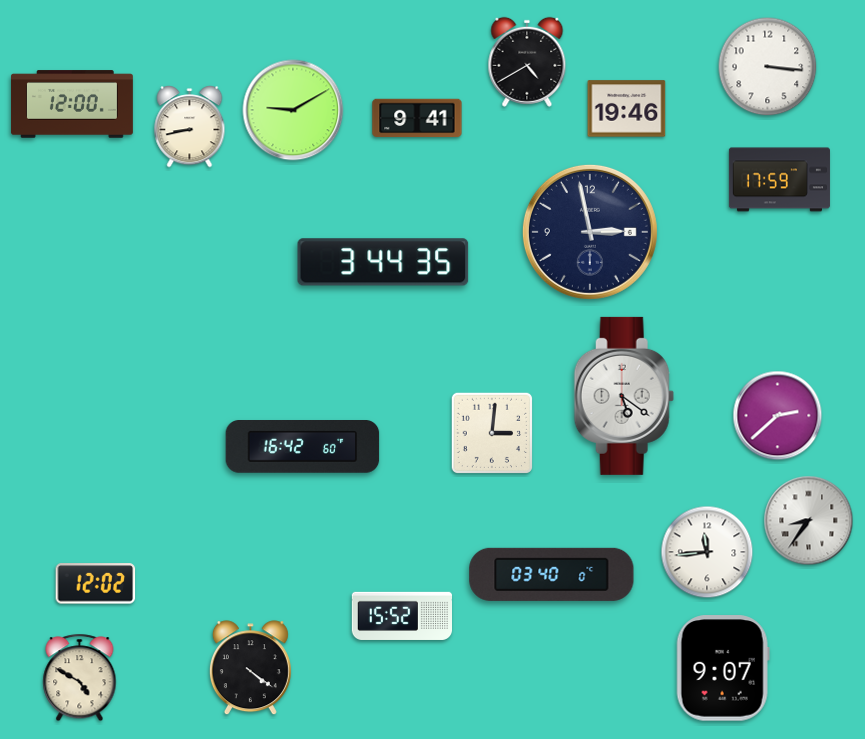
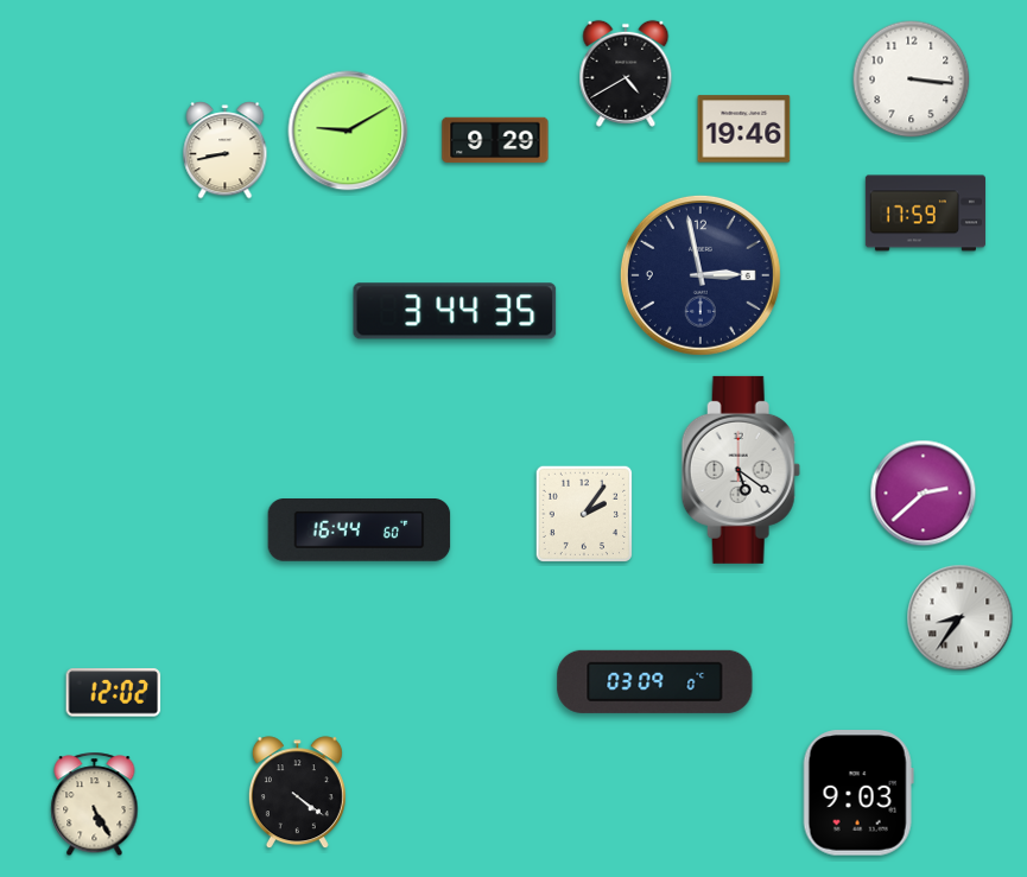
clock at (72, 104): 12:00 -> none
clock at (417, 118): 9:41 -> 9:29
clock at (491, 432): 3:01 -> 2:06
clock at (303, 447): 16:42 -> 16:44
clock at (707, 552): 11:44 -> none
clock at (552, 574): 03:40 -> 03:09
clock at (402, 616): 15:52 -> none
clock at (723, 668): 9:07 -> 9:03
clock at (80, 678): 4:50 -> 5:25
